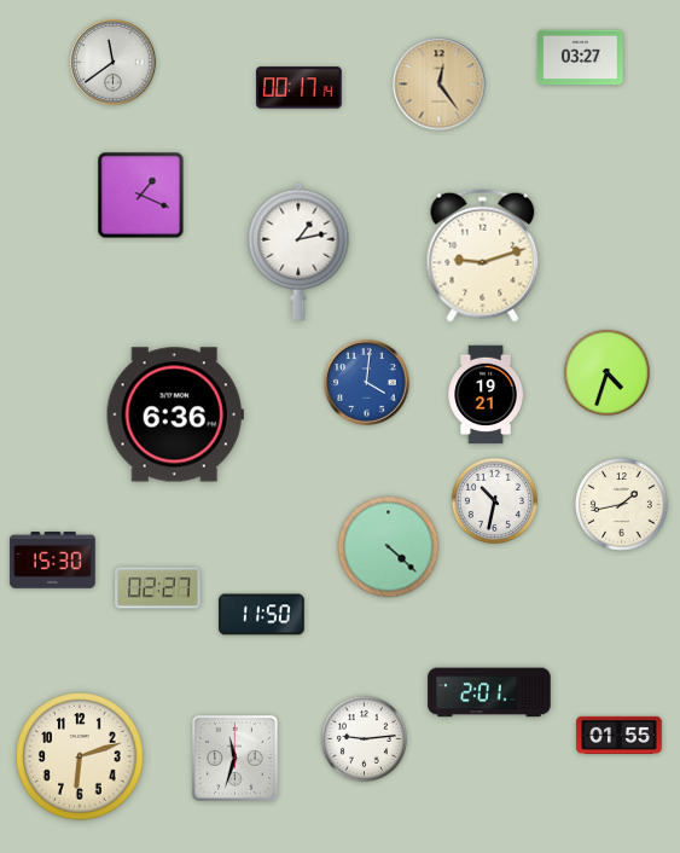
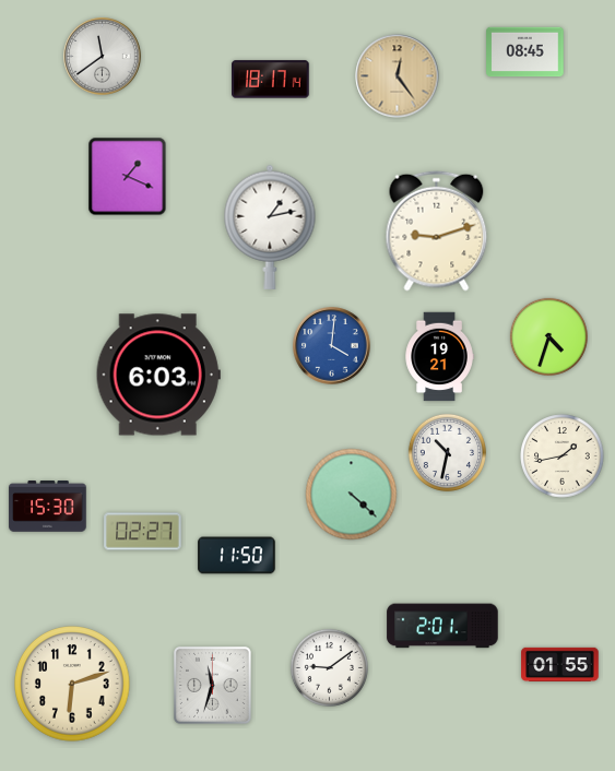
clock at (581, 58): 03:27 -> 08:45
clock at (300, 88): 00:17 -> 18:17
clock at (175, 414): 6:36 -> 6:03
clock at (364, 738): 9:14 -> 9:09
